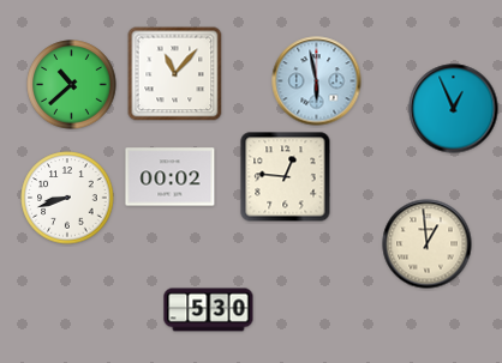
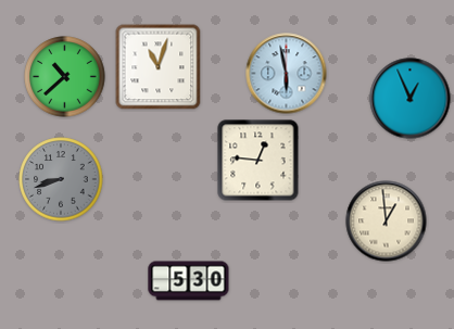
clock at (175, 74): 11:07 -> 11:03
clock at (171, 177): 00:02 -> none
clock at (67, 198) dial: white -> grey
